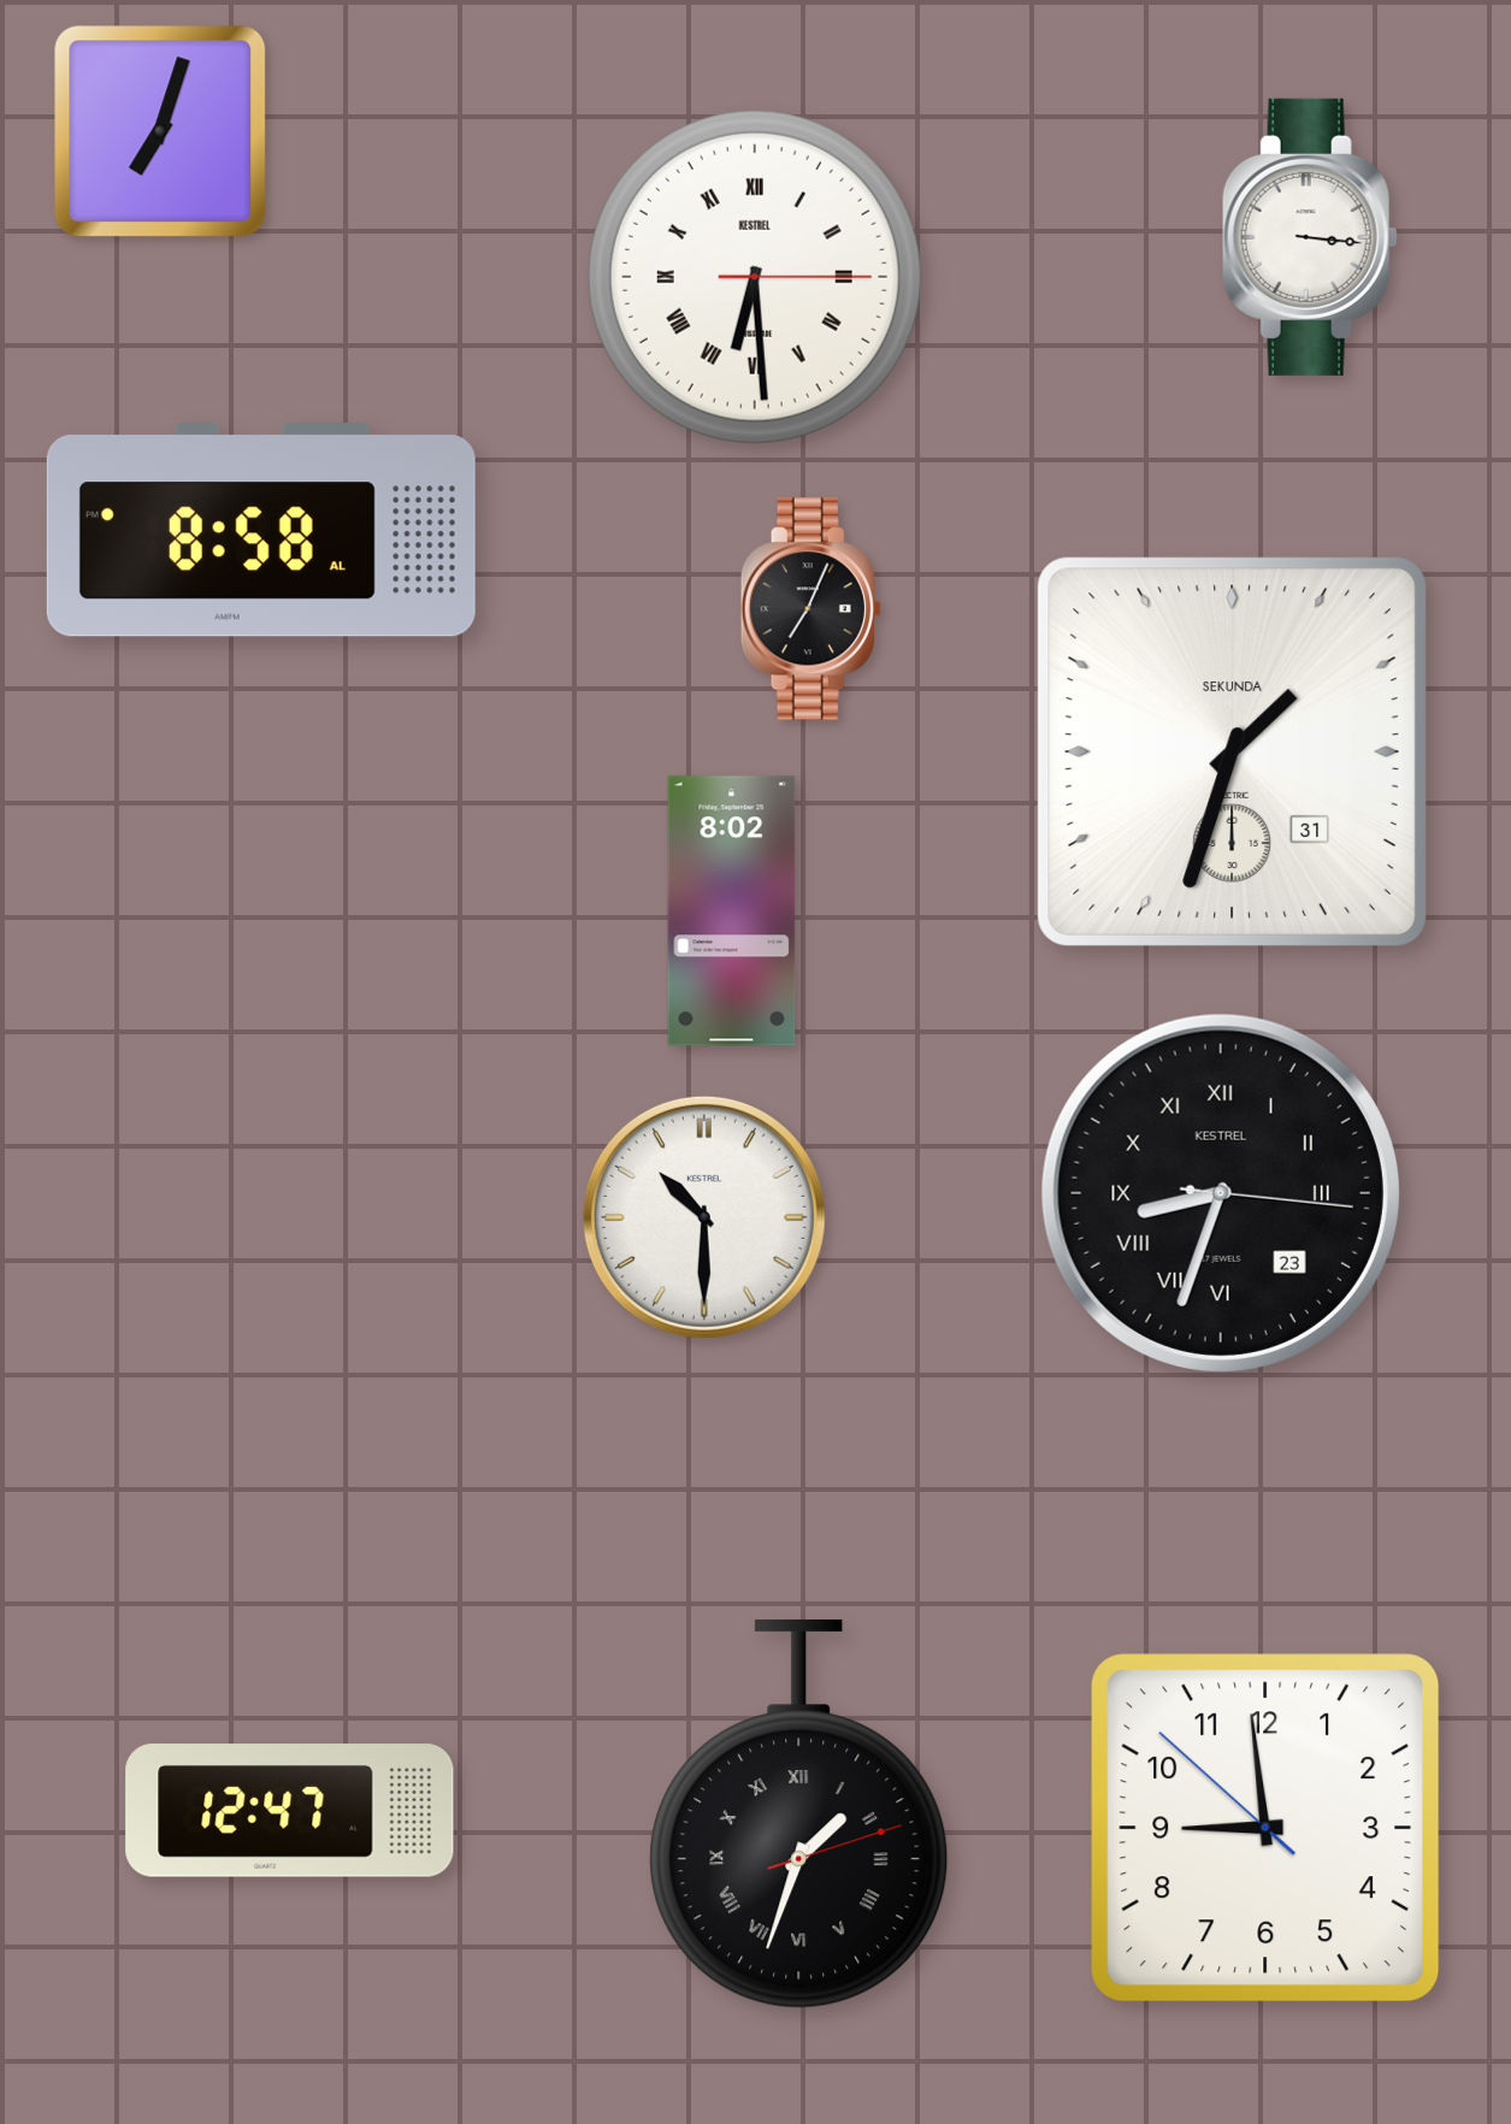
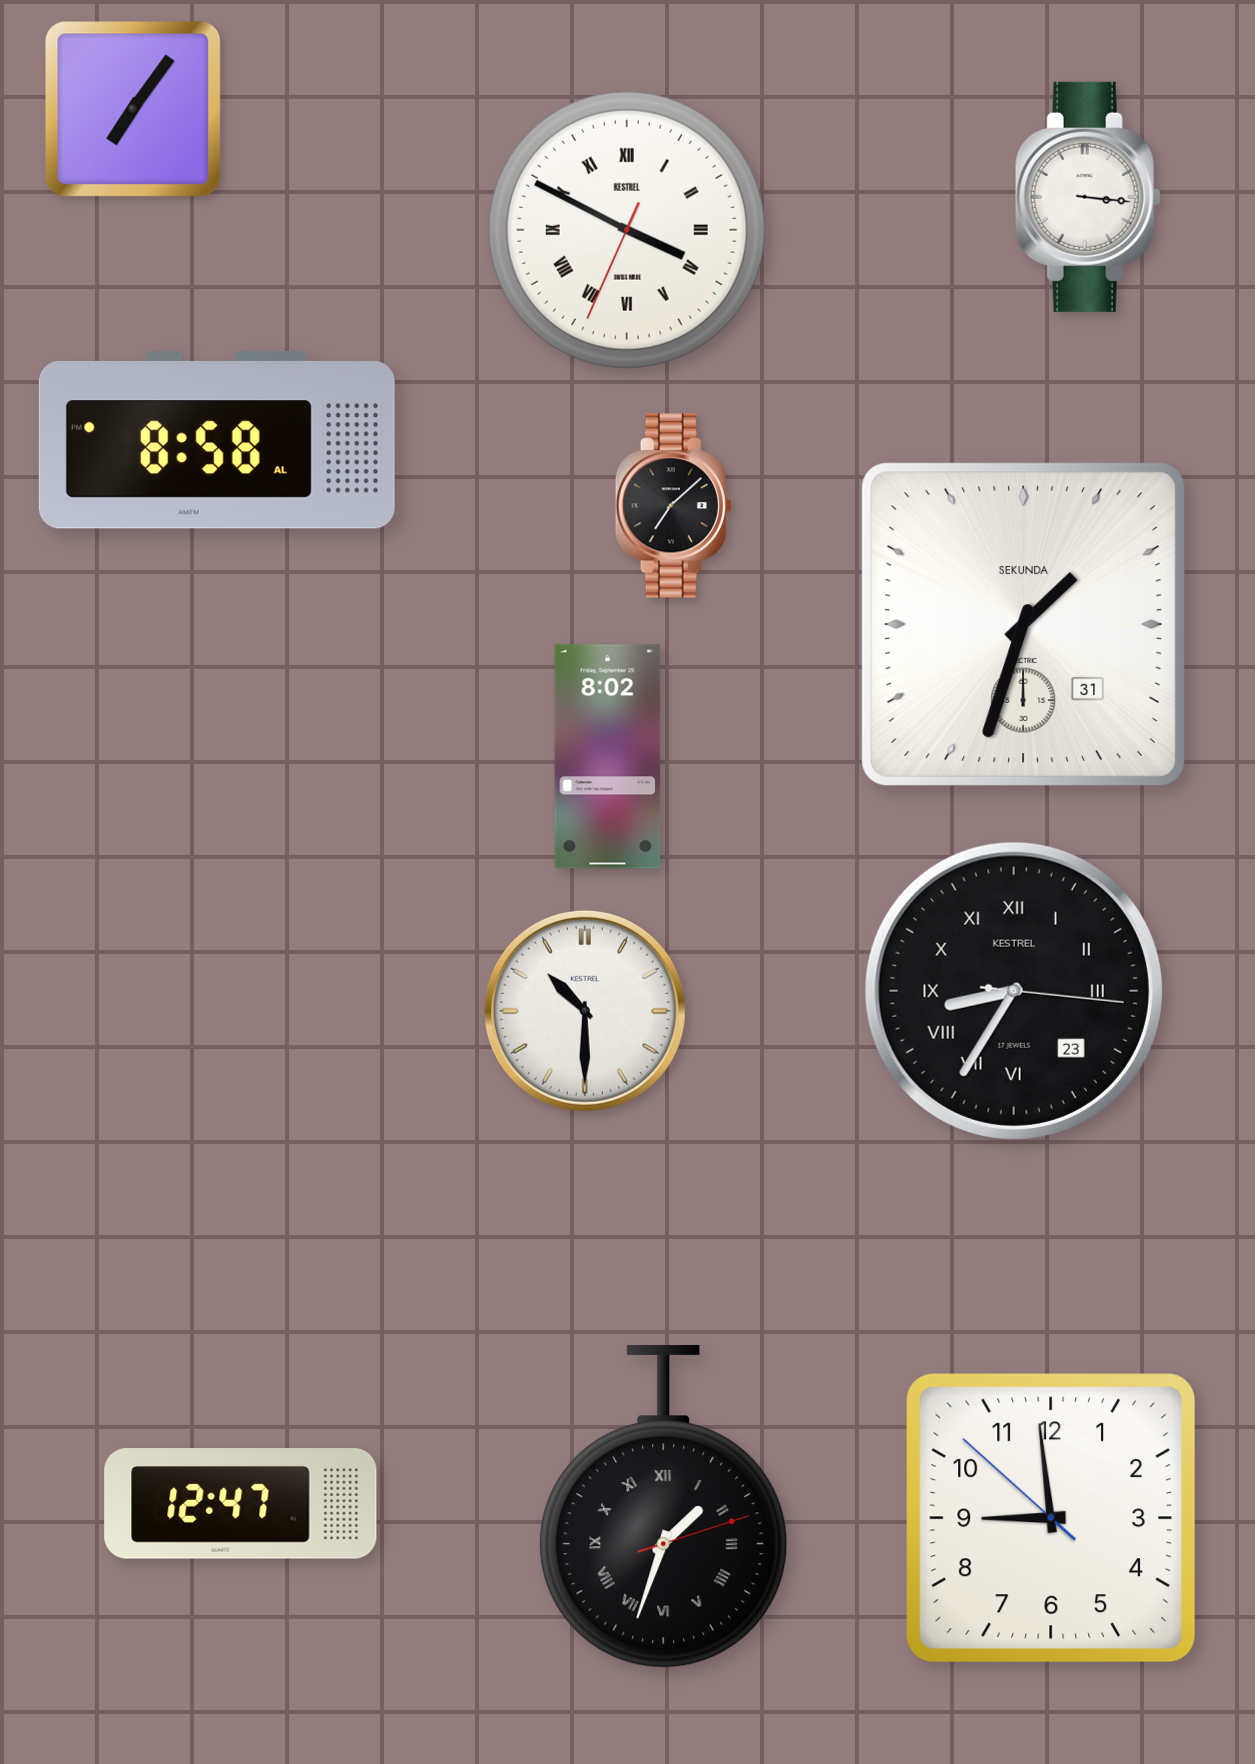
clock at (160, 131): 7:03 -> 7:06
clock at (755, 277): 6:29 -> 3:49
clock at (810, 609): 7:04 -> 7:08
clock at (1221, 1193): 8:33 -> 8:35
